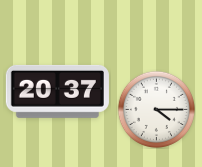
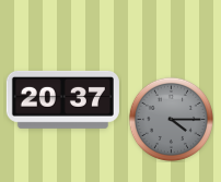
clock at (156, 109) dial: white -> grey
